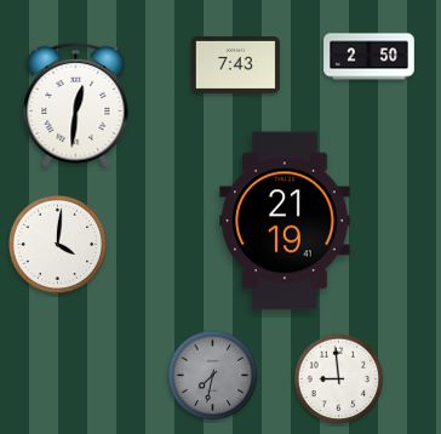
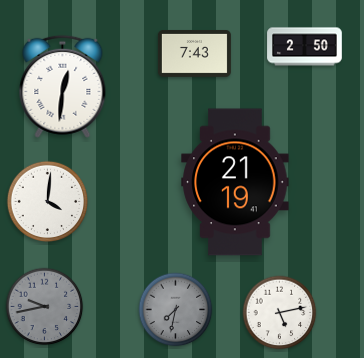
clock at (45, 307): none -> 9:43
clock at (339, 379): 8:59 -> 5:13
